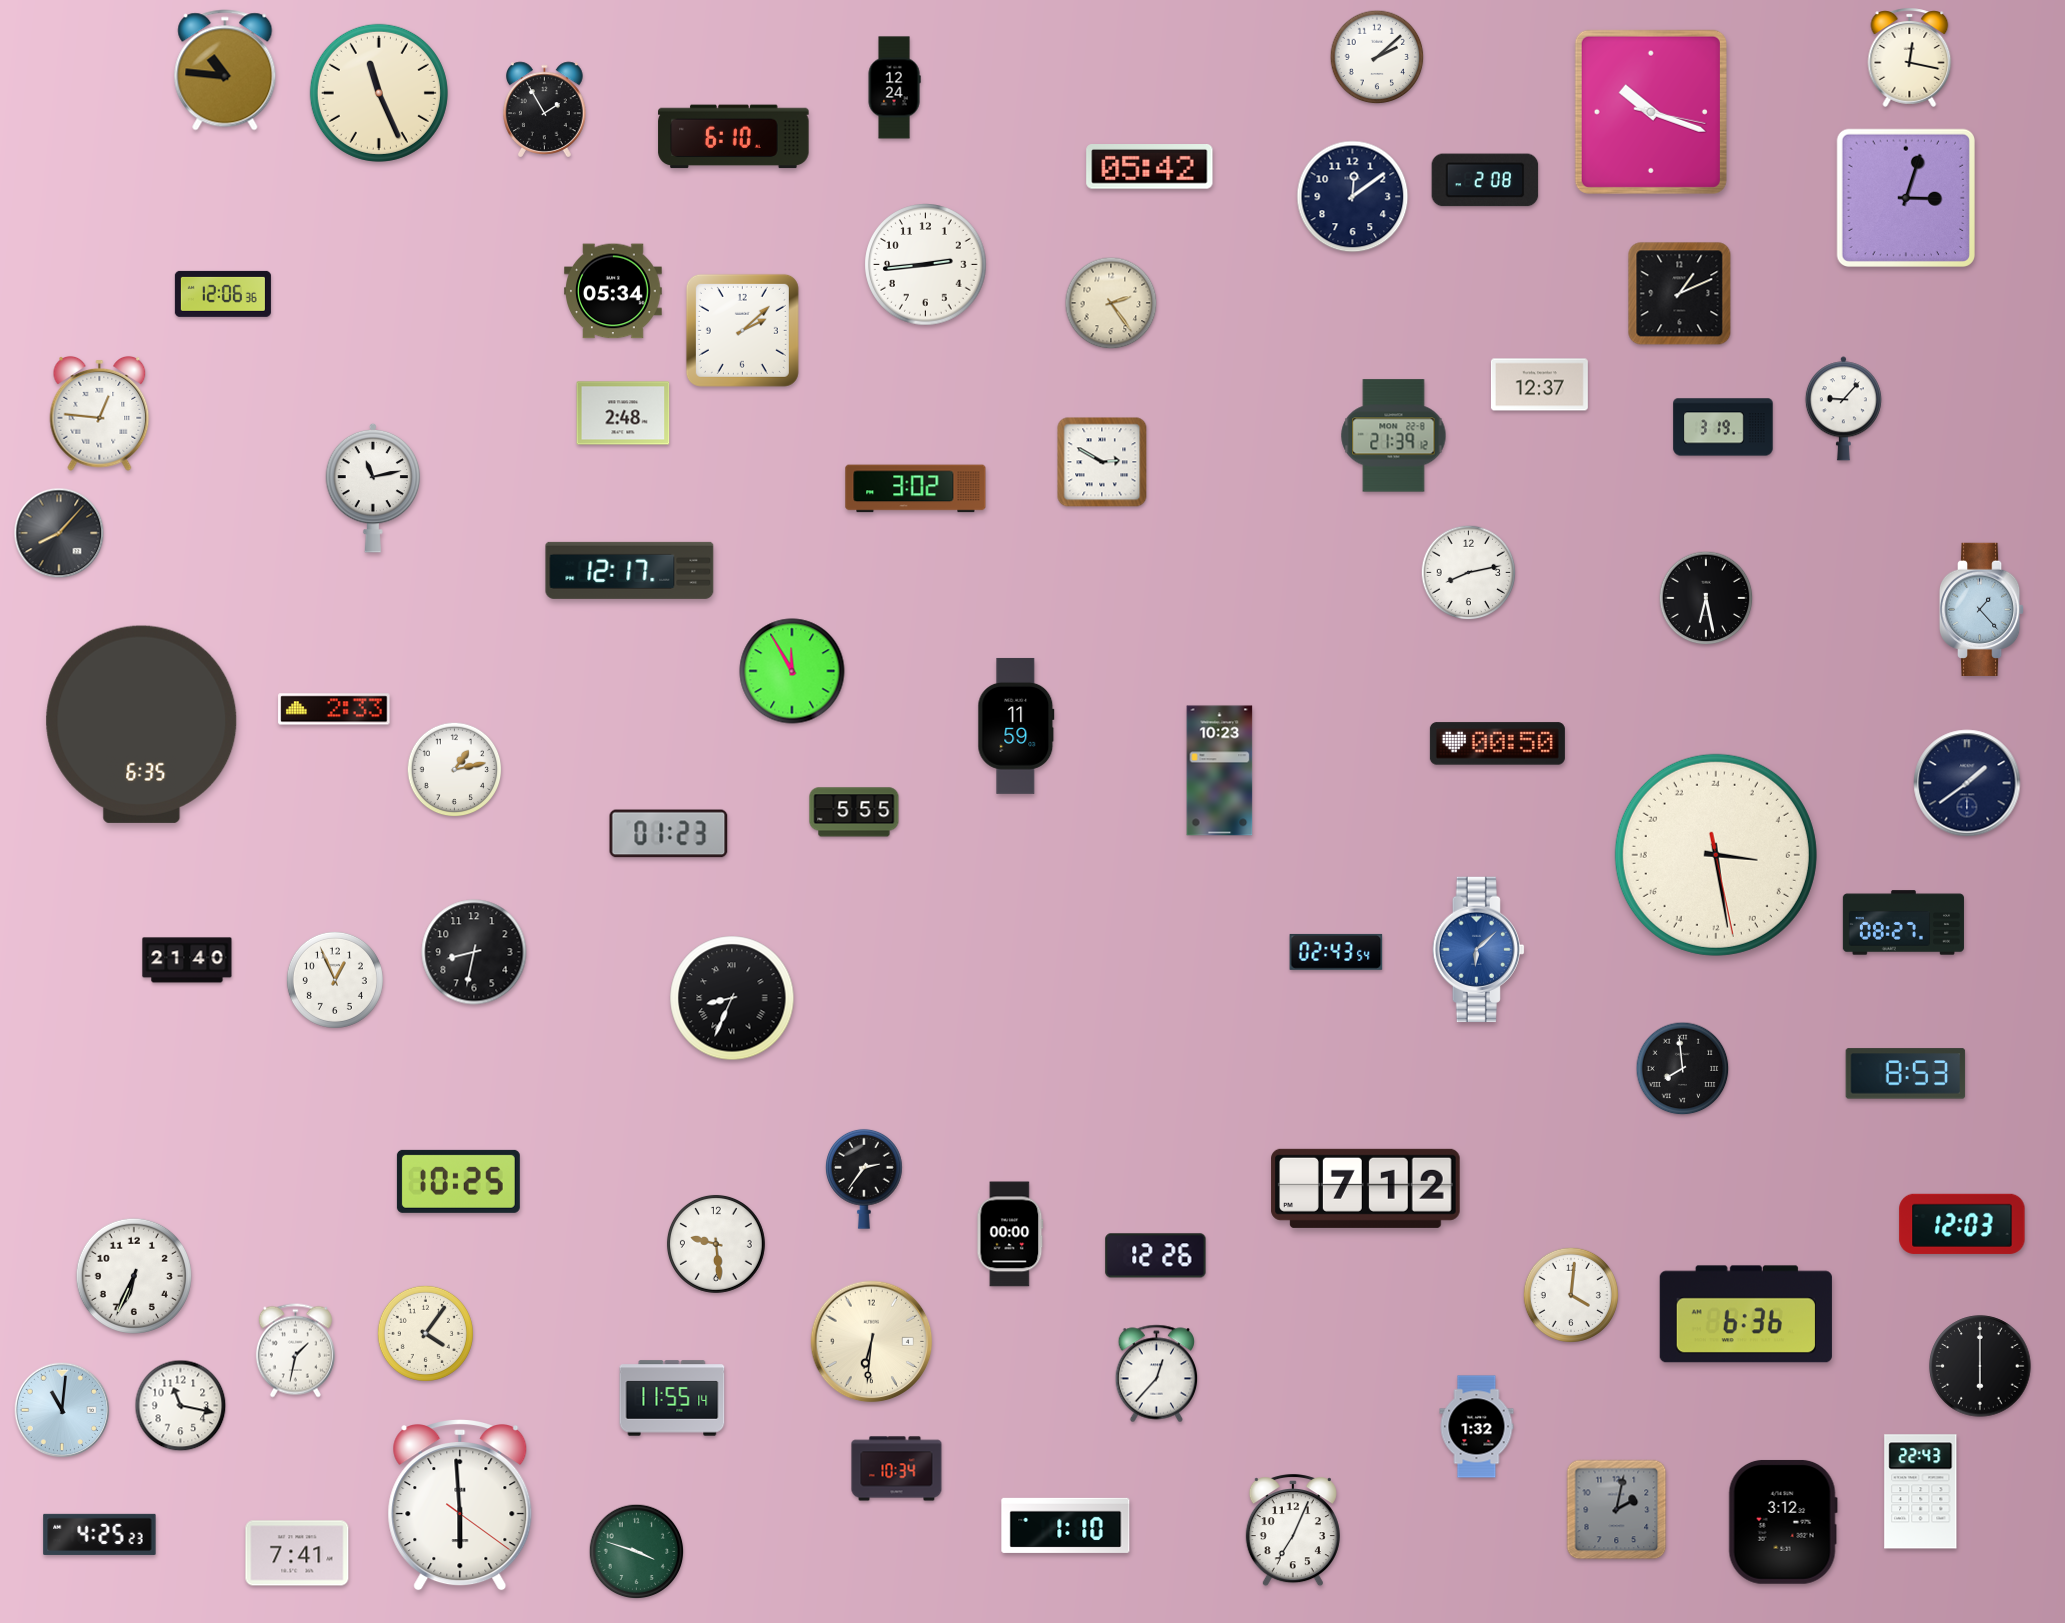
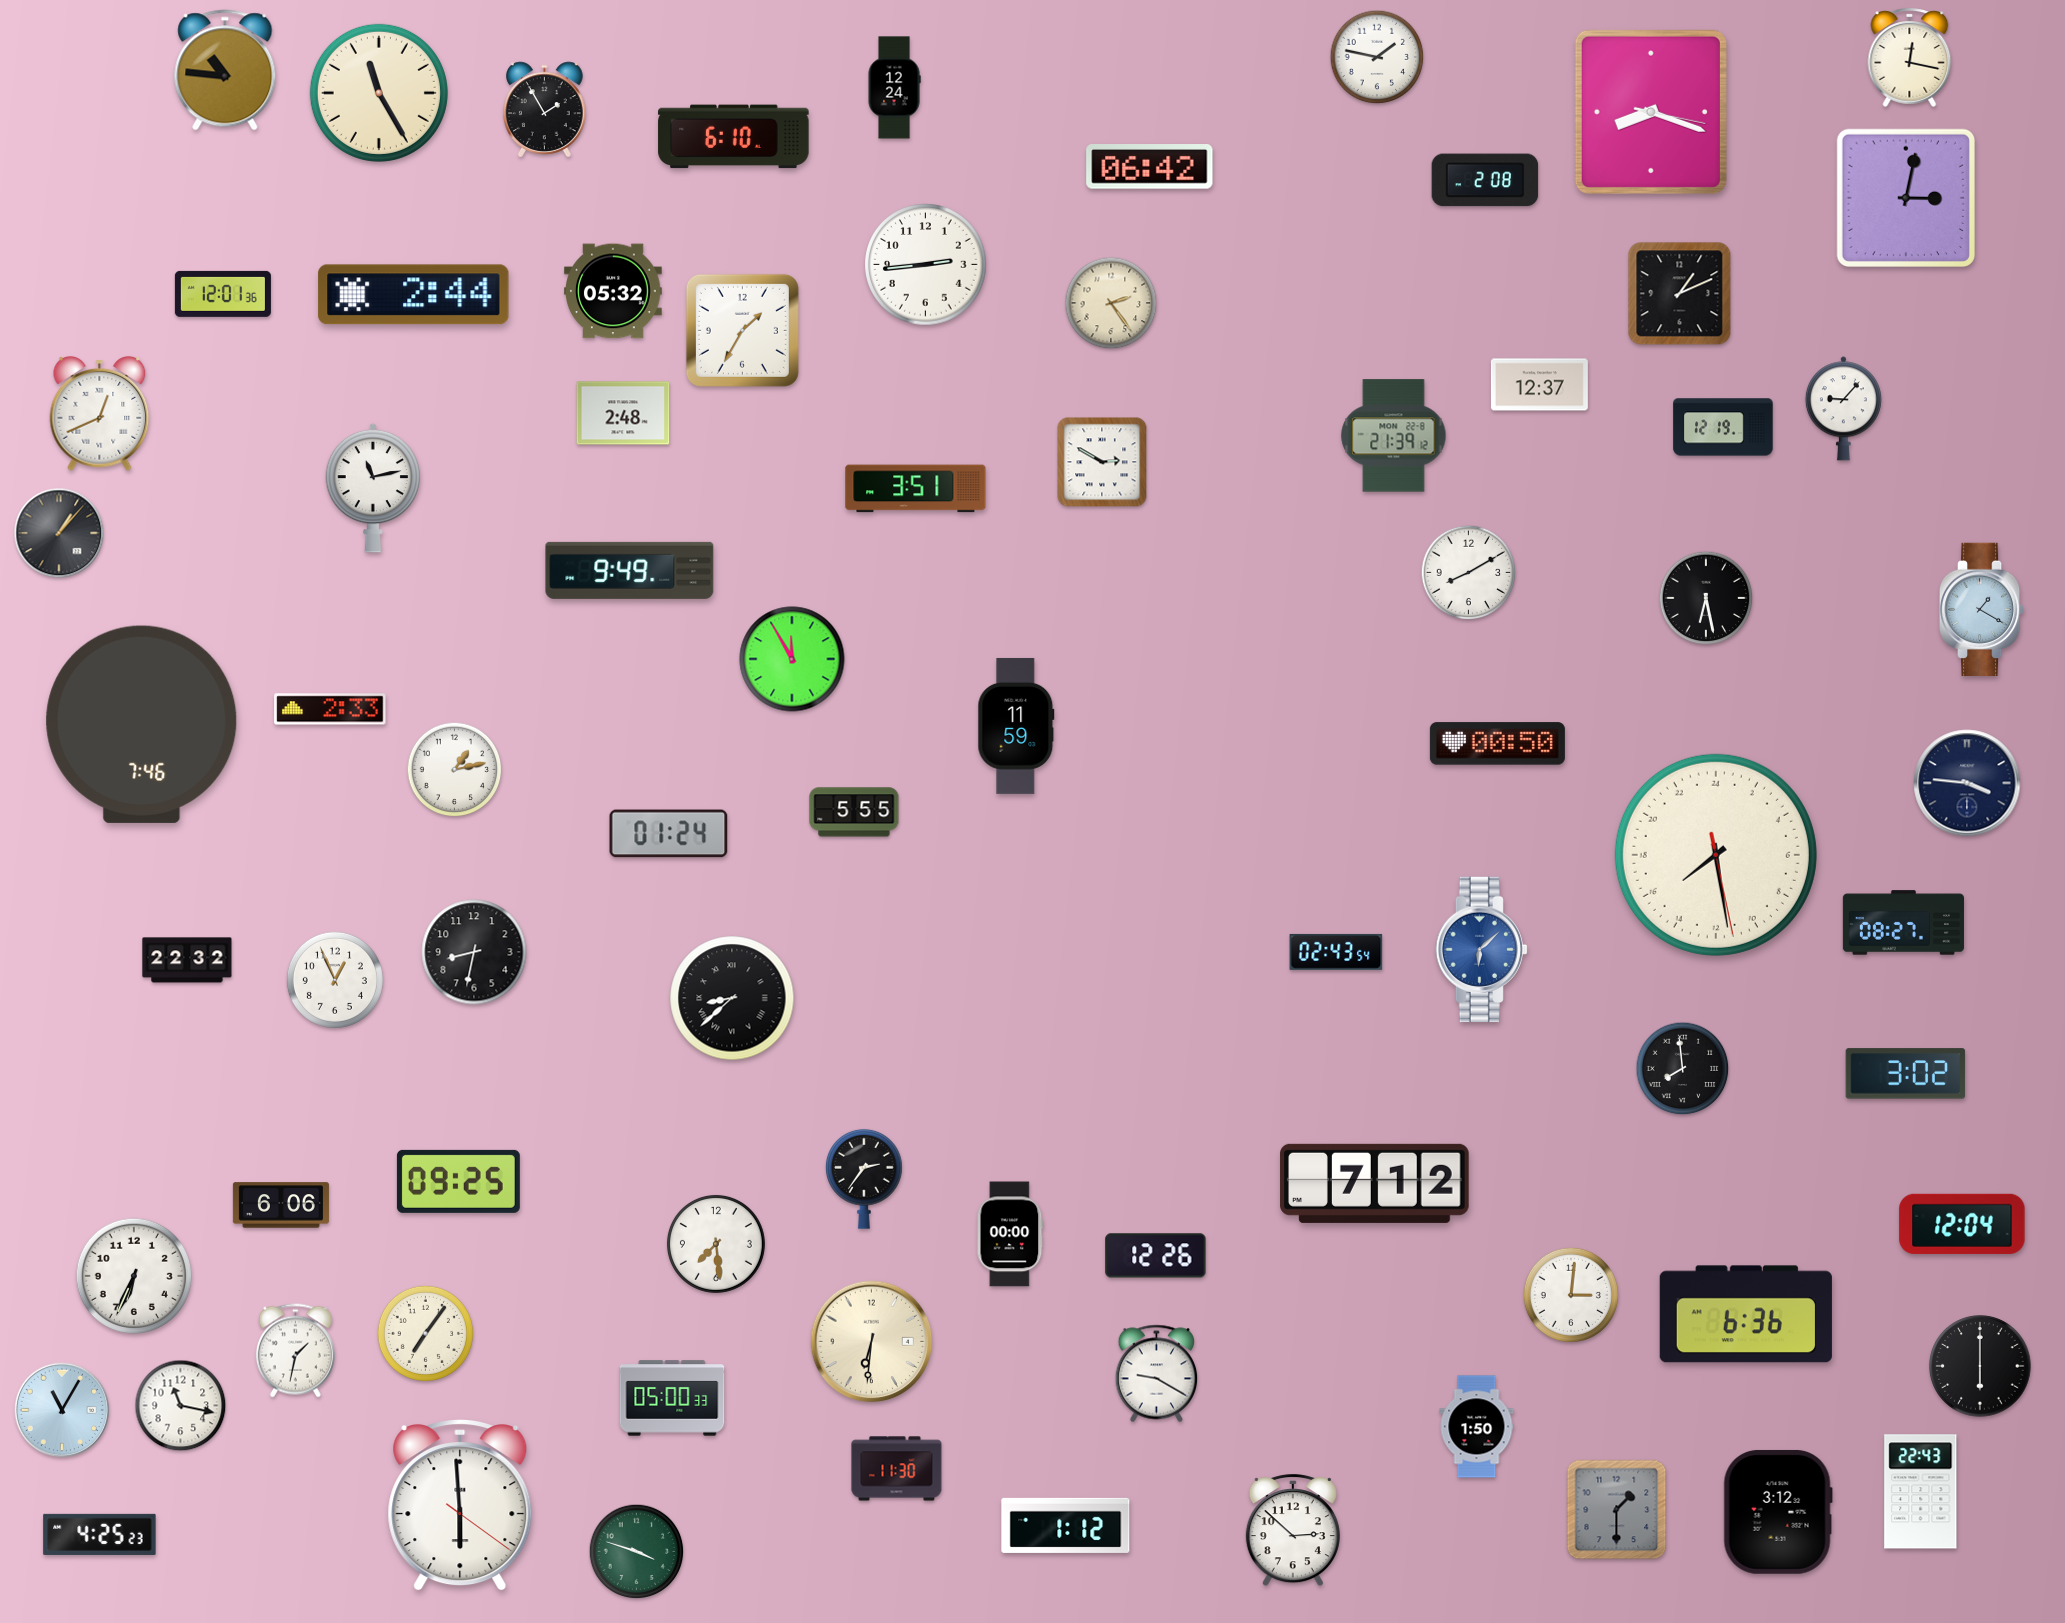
clock at (1377, 57): 2:08 -> 1:47
clock at (379, 93): 11:26 -> 11:25
clock at (1651, 112): 10:18 -> 8:18
clock at (1150, 167): 05:42 -> 06:42
clock at (1353, 197): 12:09 -> none
clock at (1906, 198): 3:03 -> 3:02
clock at (614, 291): 05:34 -> 05:32
clock at (223, 294): 12:06 -> 12:01
clock at (414, 295): none -> 2:44
clock at (742, 330): 2:08 -> 1:35
clock at (100, 413): 12:46 -> 12:41
clock at (1723, 427): 3:19 -> 12:19
clock at (916, 489): 3:02 -> 3:51
clock at (59, 533): 8:07 -> 1:07
clock at (630, 570): 12:17 -> 9:49
clock at (1469, 573): 8:13 -> 8:10
clock at (1982, 609): 1:23 -> 1:20
clock at (792, 671) position: (792, 671) -> (792, 659)
clock at (334, 709) position: (334, 709) -> (330, 709)
clock at (142, 724): 6:35 -> 7:46
clock at (1220, 771): 10:23 -> none
clock at (1967, 783): 1:39 -> 3:46
clock at (669, 834): 01:23 -> 01:24
clock at (1716, 855): 6:28 -> 15:28
clock at (1478, 950) position: (1478, 950) -> (1481, 950)
clock at (187, 960): 21:40 -> 22:32
clock at (732, 998): 8:34 -> 8:38
clock at (1906, 1074): 8:53 -> 3:02
clock at (458, 1181): 10:25 -> 09:25
clock at (1366, 1188) position: (1366, 1188) -> (1375, 1183)
clock at (281, 1205): none -> 6:06
clock at (1962, 1224): 12:03 -> 12:04
clock at (716, 1244): 9:29 -> 7:29
clock at (1570, 1294): 4:01 -> 3:01
clock at (425, 1333): 4:06 -> 7:06
clock at (1157, 1374): 12:37 -> 9:20
clock at (672, 1398): 11:55 -> 05:00
clock at (62, 1410): 11:01 -> 11:05
clock at (1477, 1427): 1:32 -> 1:50
clock at (897, 1469): 10:34 -> 11:30
clock at (1617, 1510): 2:02 -> 1:30
clock at (1783, 1522) position: (1783, 1522) -> (1778, 1512)
clock at (1066, 1525): 1:10 -> 1:12
clock at (1293, 1531): 7:04 -> 2:52
clock at (297, 1553): 7:41 -> none
